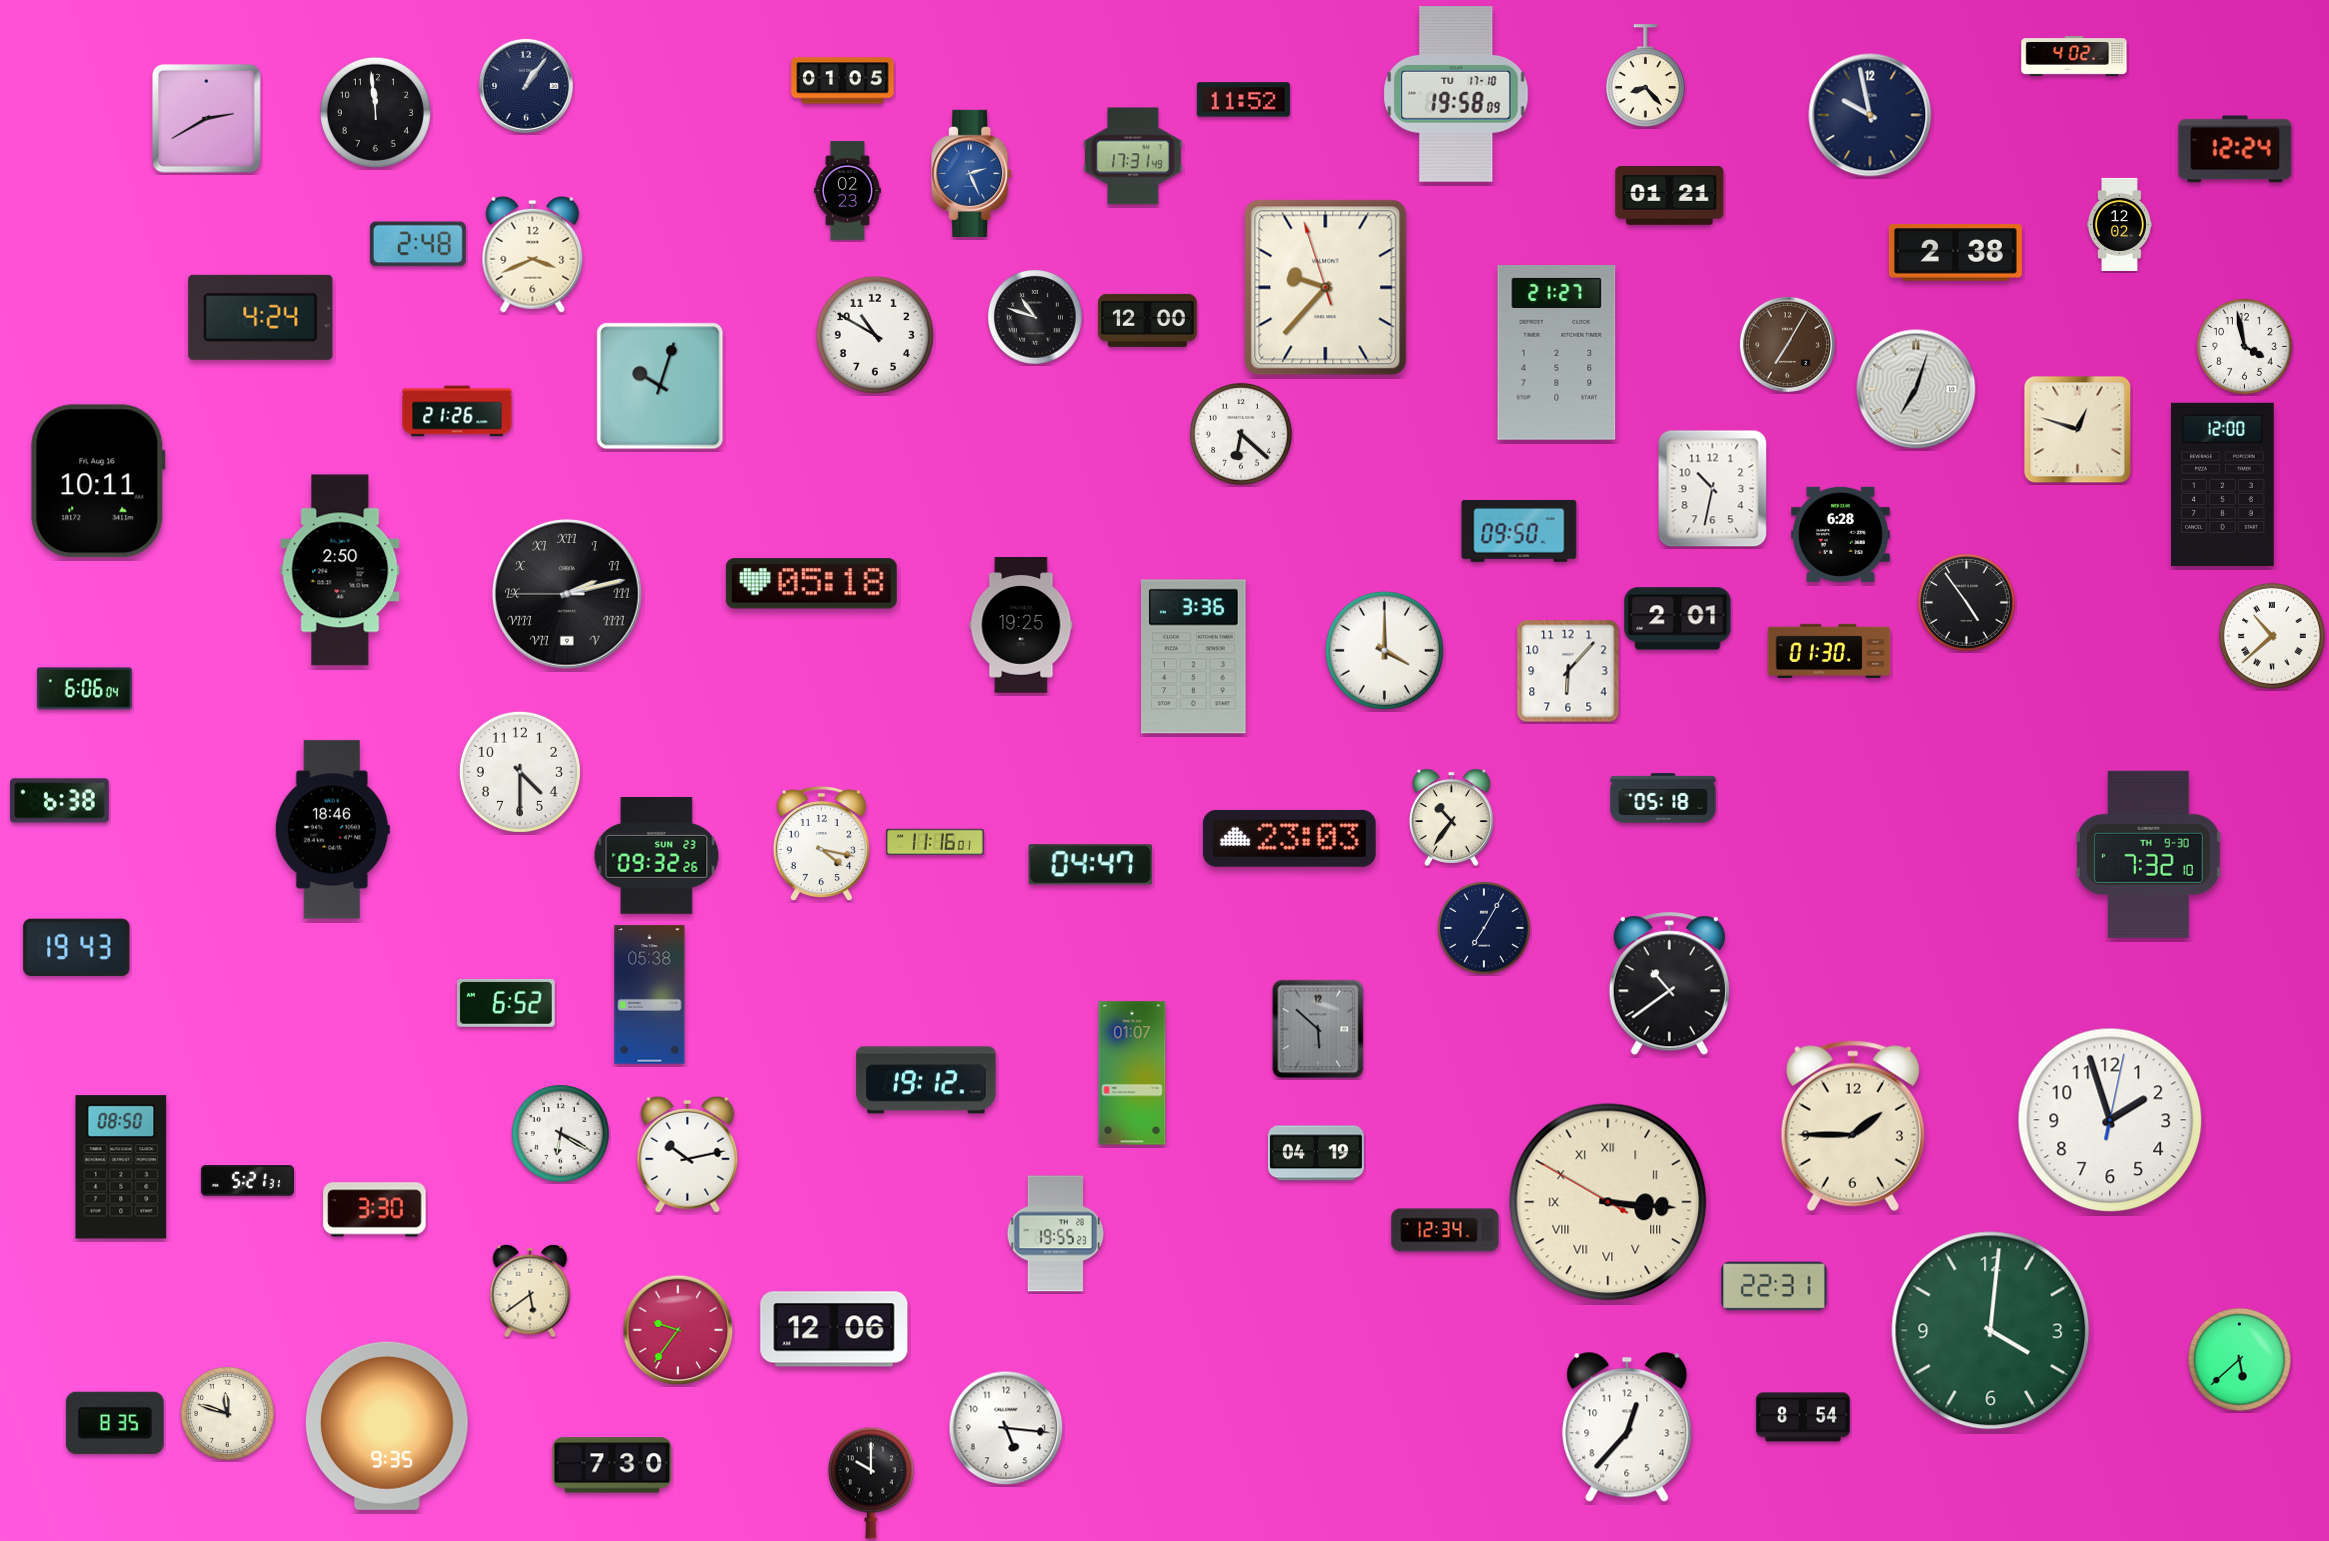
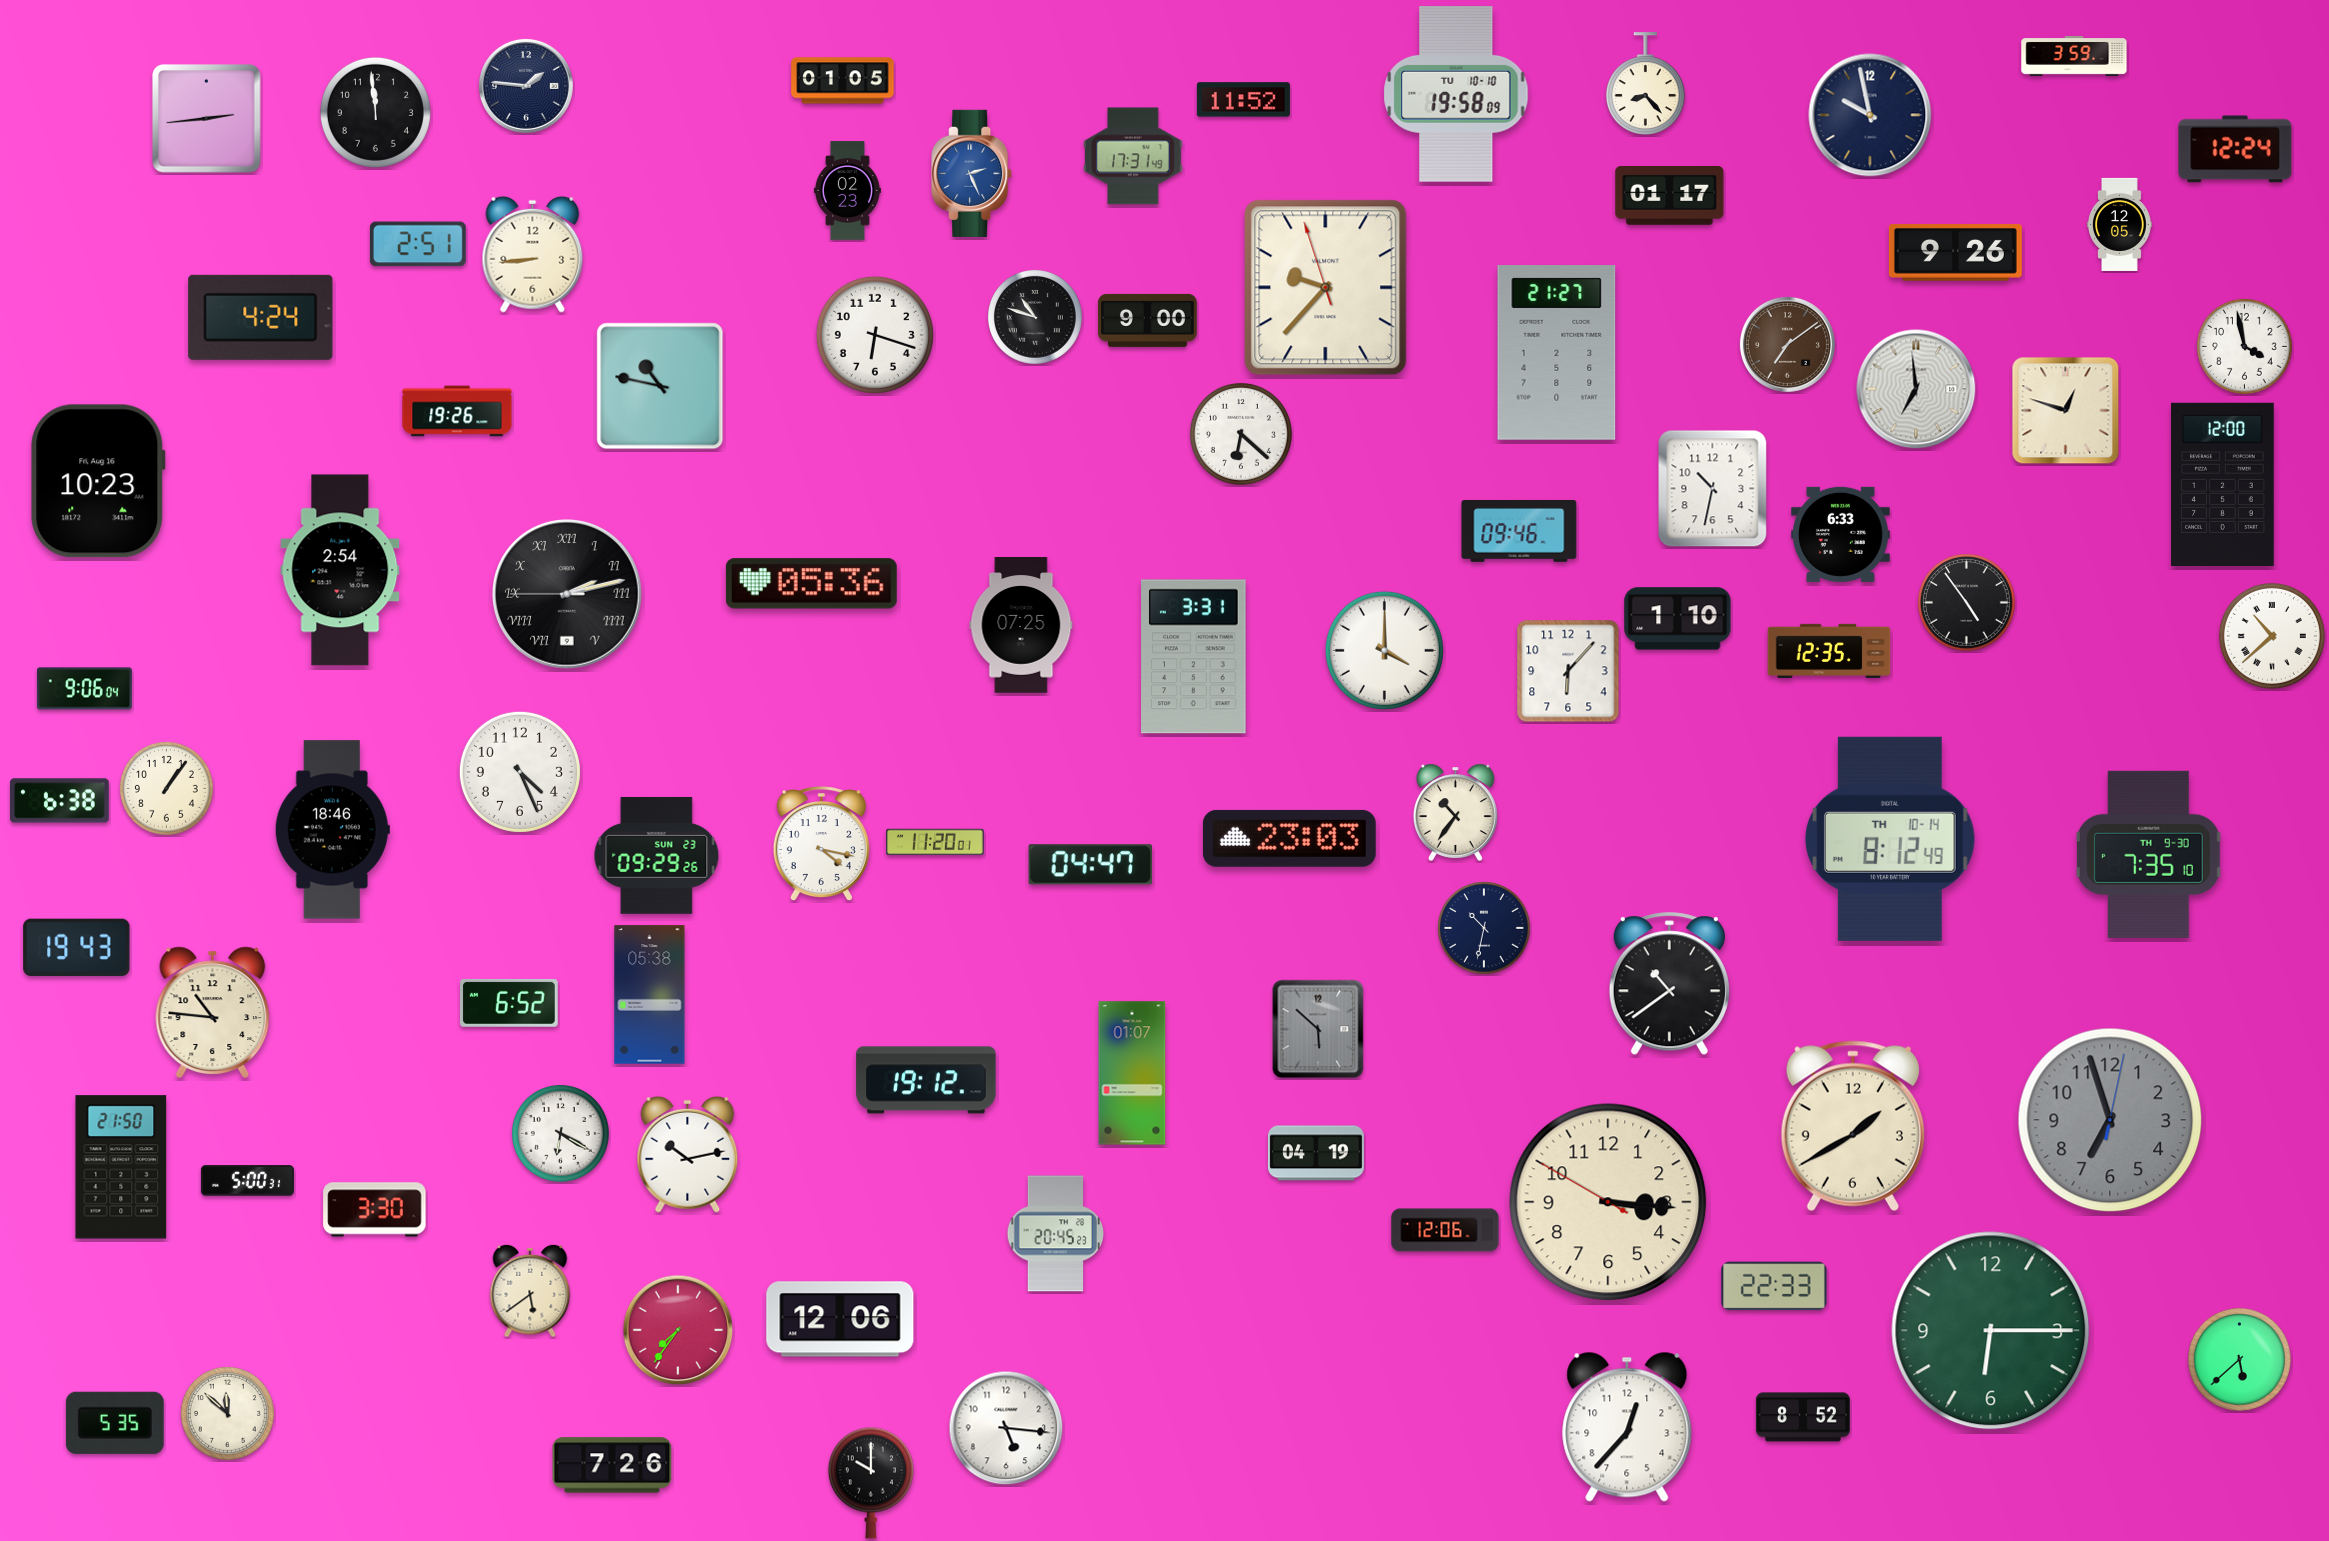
clock at (2074, 57): 4:02 -> 3:59
clock at (1645, 76) position: (1645, 76) -> (1645, 84)
clock at (526, 86): 1:06 -> 1:46
clock at (1456, 94) date: TU 17-10 -> TU 10-10
clock at (207, 119): 2:40 -> 2:44
clock at (1670, 196): 01:21 -> 01:17
clock at (2120, 224): 12:02 -> 12:05
clock at (418, 244): 2:48 -> 2:51
clock at (1955, 253): 2:38 -> 9:26
clock at (533, 254): 3:41 -> 8:44
clock at (1148, 320): 12:00 -> 9:00
clock at (875, 335): 10:50 -> 6:18
clock at (1787, 344): 7:05 -> 7:09
clock at (660, 386): 10:03 -> 10:47
clock at (1916, 389): 7:03 -> 6:59
clock at (457, 411): 21:26 -> 19:26
clock at (2078, 430) position: (2078, 430) -> (2066, 411)
clock at (98, 481): 10:11 -> 10:23
clock at (1519, 531): 09:50 -> 09:46
clock at (1841, 534): 6:28 -> 6:33
clock at (340, 570): 2:50 -> 2:54
clock at (811, 584): 05:18 -> 05:36
clock at (1678, 619): 2:01 -> 1:10
clock at (1021, 625): 19:25 -> 07:25
clock at (1829, 651): 01:30 -> 12:35
clock at (1194, 657): 3:36 -> 3:31
clock at (84, 689): 6:06 -> 9:06
clock at (520, 772): 4:30 -> 4:26
clock at (167, 789): none -> 1:06
clock at (1663, 798): 05:18 -> none
clock at (1451, 817) position: (1451, 817) -> (1455, 812)
clock at (1890, 839): none -> 8:12
clock at (935, 842): 11:16 -> 11:20
clock at (2148, 854): 7:32 -> 7:35
clock at (657, 855): 09:32 -> 09:29
clock at (1485, 929): 7:05 -> 10:32
clock at (507, 1003) position: (507, 1003) -> (510, 1003)
clock at (213, 1012): none -> 10:46
clock at (2110, 1120): 1:57 -> 6:57
clock at (2110, 1120) dial: white -> grey
clock at (1853, 1126): 1:45 -> 1:40
clock at (121, 1167): 08:50 -> 21:50
clock at (247, 1181): 5:21 -> 5:00
clock at (1608, 1202) numerals: Roman -> Arabic
clock at (1445, 1230): 12:34 -> 12:06
clock at (1055, 1234): 19:55 -> 20:45
clock at (1774, 1286): 22:31 -> 22:33
clock at (834, 1329) position: (834, 1329) -> (840, 1319)
clock at (678, 1330): 9:36 -> 7:36
clock at (1991, 1331): 4:01 -> 6:15
clock at (228, 1414): 11:48 -> 11:52
clock at (1803, 1417): 8:54 -> 8:52
clock at (115, 1423): 8:35 -> 5:35
clock at (387, 1426): 9:35 -> none
clock at (612, 1465): 7:30 -> 7:26
